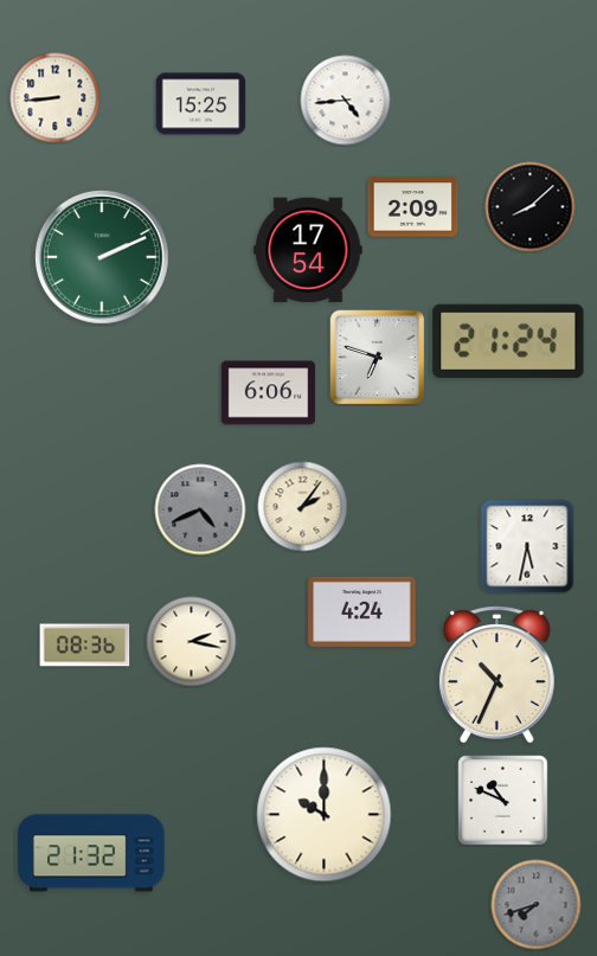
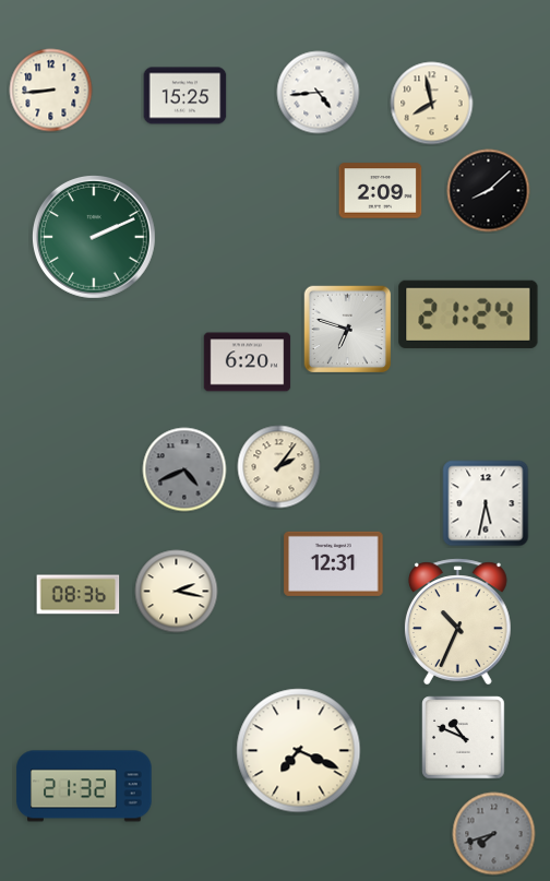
clock at (432, 104): none -> 7:58
clock at (308, 250): 17:54 -> none
clock at (269, 393): 6:06 -> 6:20
clock at (362, 611): 4:24 -> 12:31
clock at (325, 815): 10:00 -> 7:19
